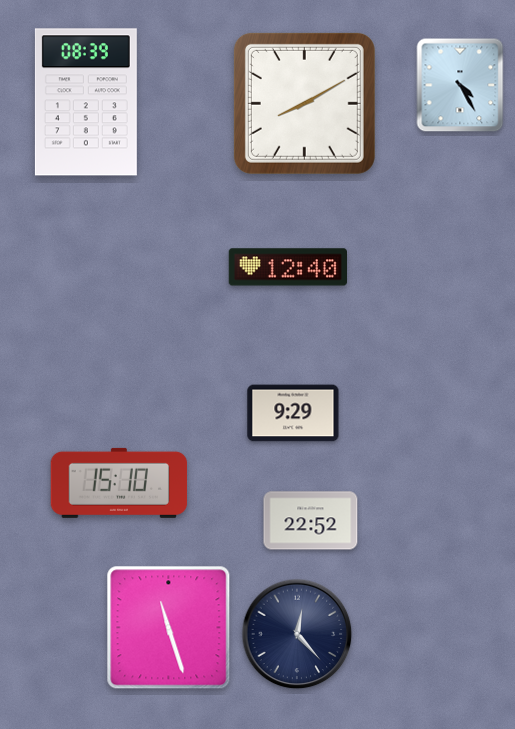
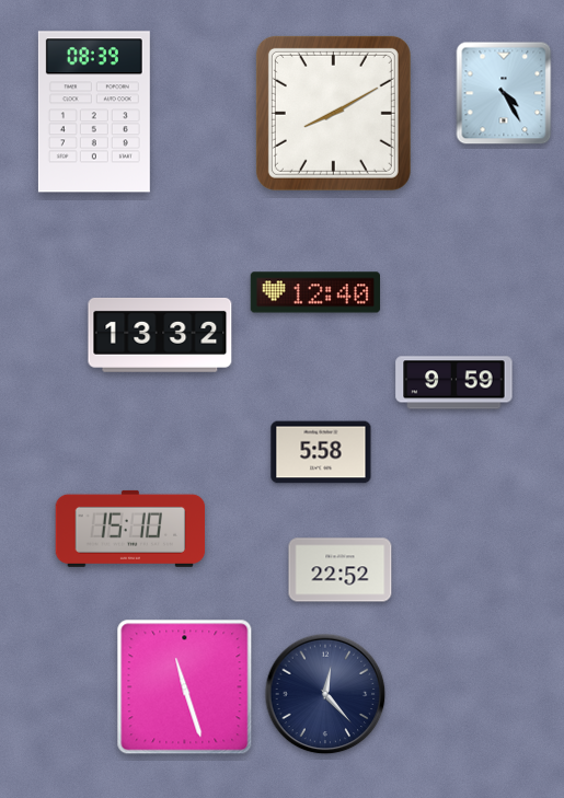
clock at (160, 336): none -> 13:32
clock at (454, 383): none -> 9:59
clock at (293, 413): 9:29 -> 5:58
